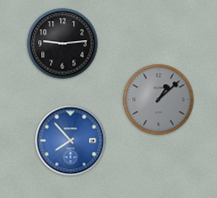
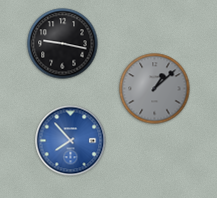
clock at (63, 44): 9:14 -> 9:17
clock at (159, 100) position: (159, 100) -> (155, 89)
